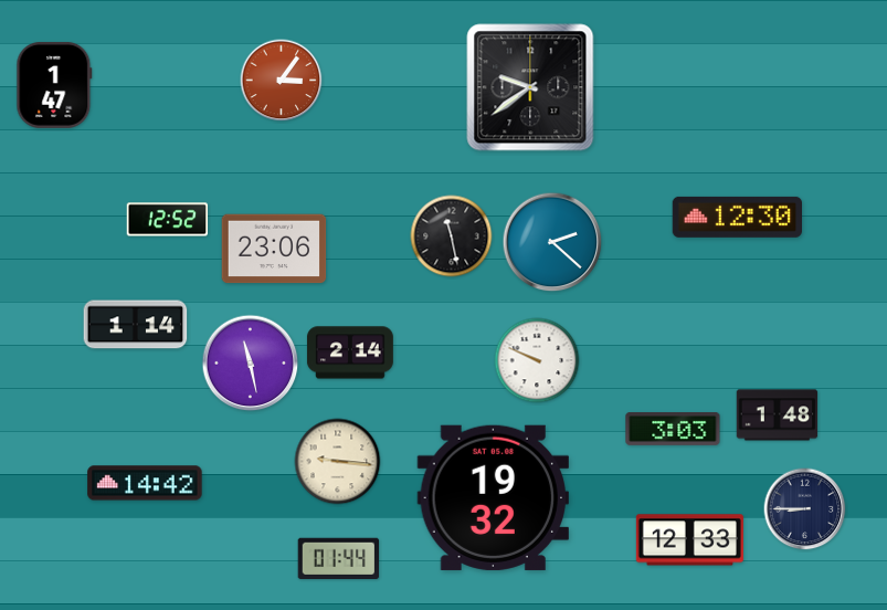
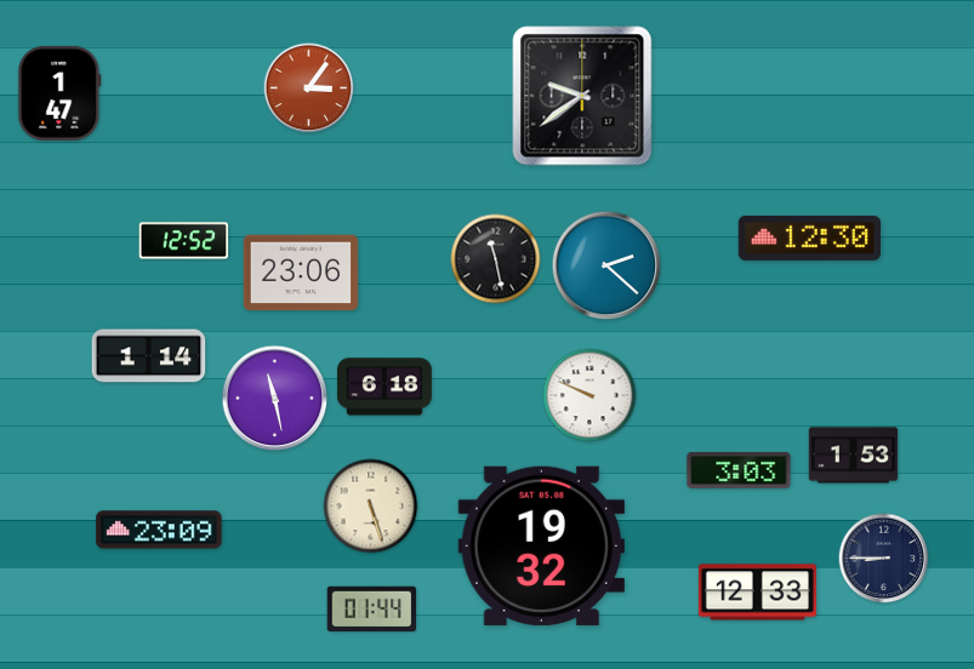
clock at (350, 353): 2:14 -> 6:18
clock at (778, 416): 1:48 -> 1:53
clock at (338, 462): 9:16 -> 5:27
clock at (145, 483): 14:42 -> 23:09
clock at (339, 559) position: (339, 559) -> (372, 610)
